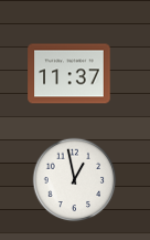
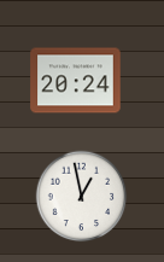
clock at (69, 74): 11:37 -> 20:24
